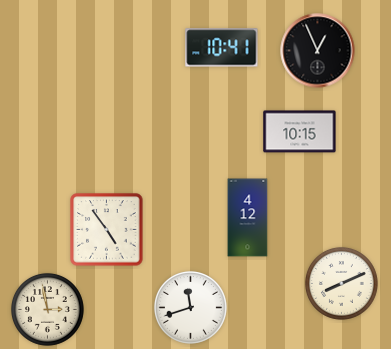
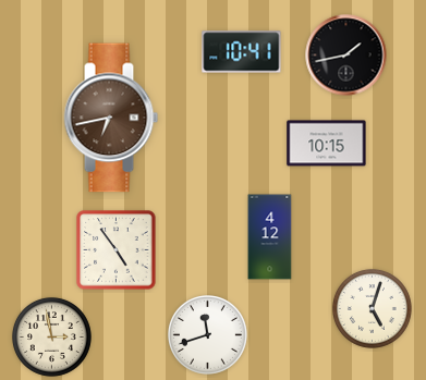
clock at (318, 51): 12:56 -> 1:43
clock at (111, 118): none -> 6:43
clock at (341, 283): 8:11 -> 5:03
